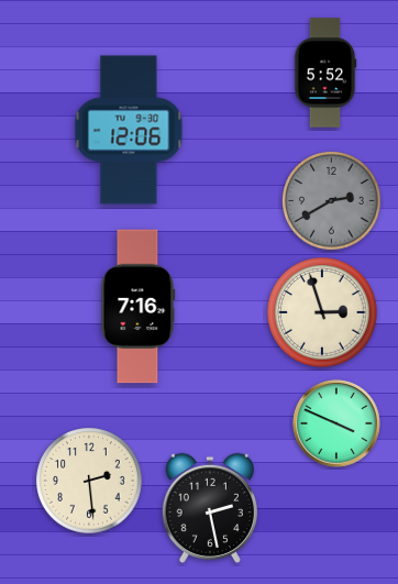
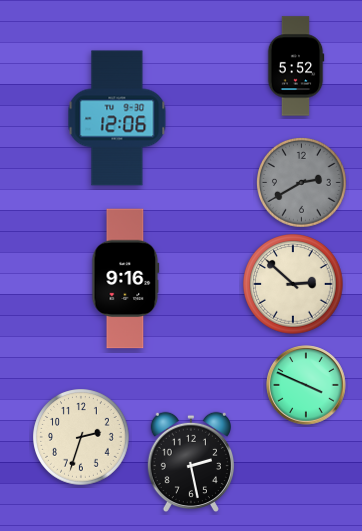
clock at (139, 307): 7:16 -> 9:16
clock at (322, 312): 2:57 -> 2:52
clock at (89, 481): 2:29 -> 2:33
